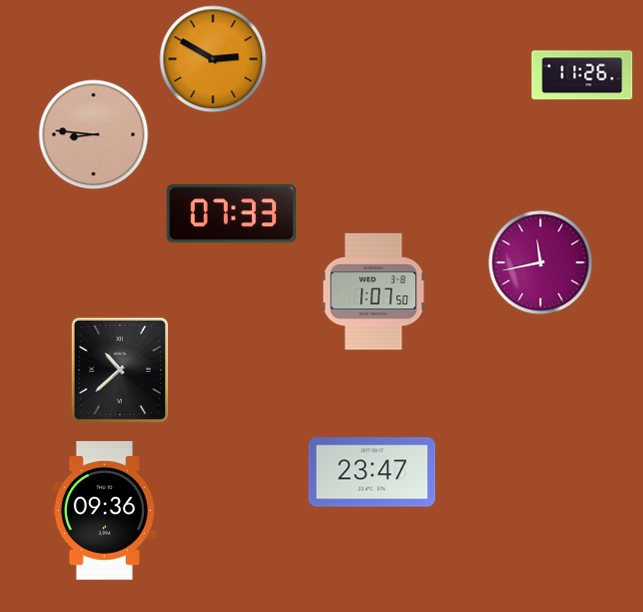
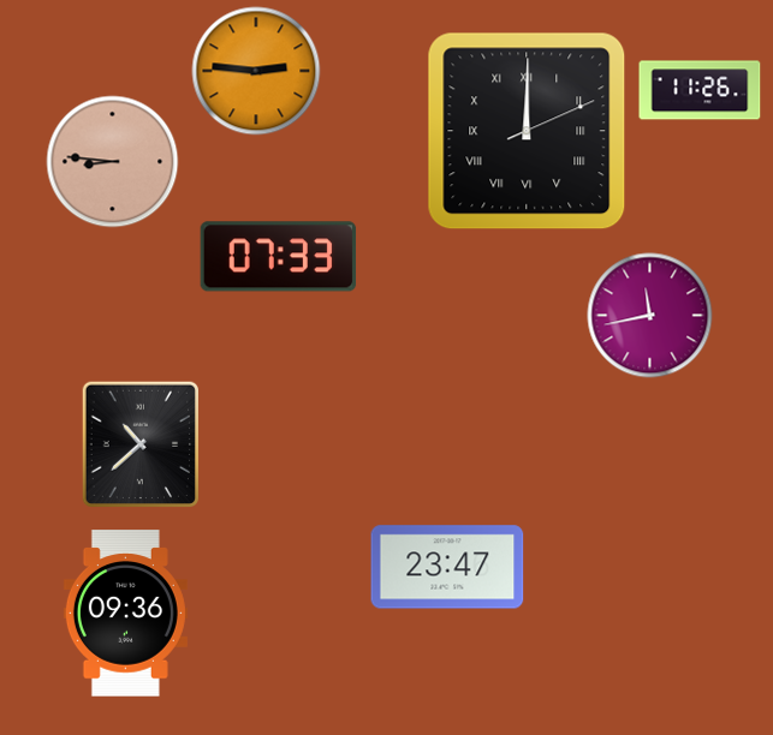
clock at (213, 59): 2:50 -> 2:46
clock at (527, 131): none -> 12:00
clock at (374, 292): 1:07 -> none
clock at (119, 369) position: (119, 369) -> (139, 443)
